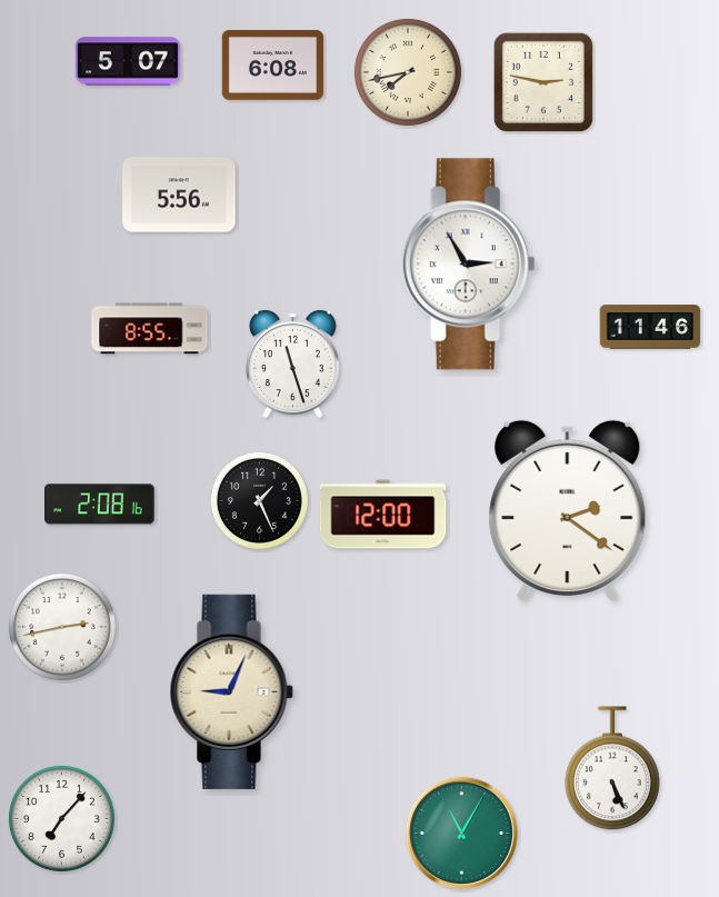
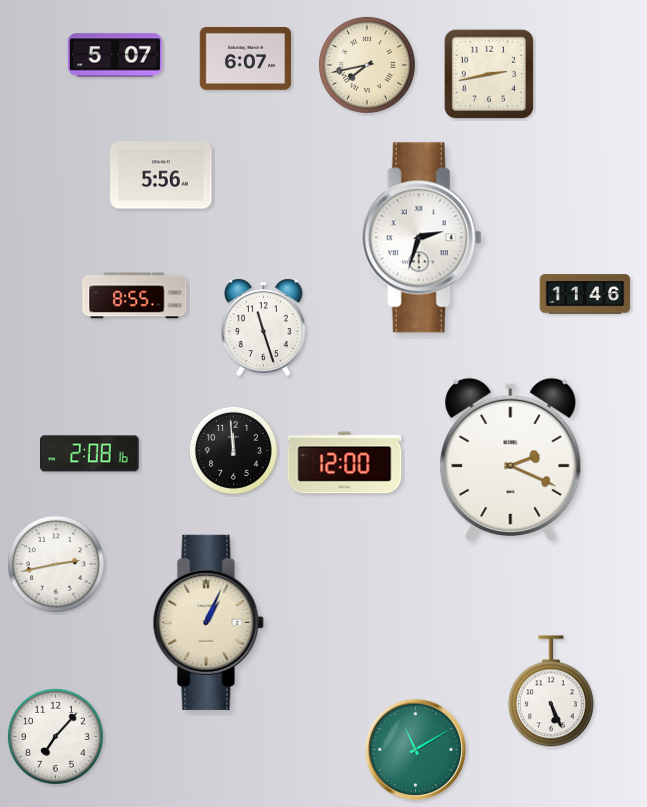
clock at (273, 64): 6:08 -> 6:07
clock at (543, 82): 2:47 -> 2:43
clock at (468, 265): 2:55 -> 2:33
clock at (259, 500): 1:26 -> 11:59
clock at (568, 510): 2:21 -> 2:19
clock at (231, 691): 9:04 -> 1:04
clock at (461, 833): 11:05 -> 11:10
